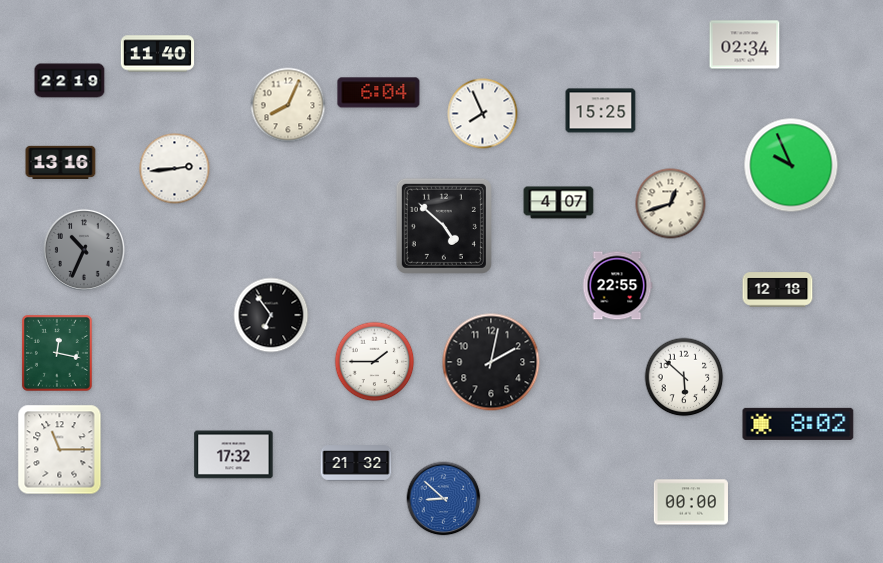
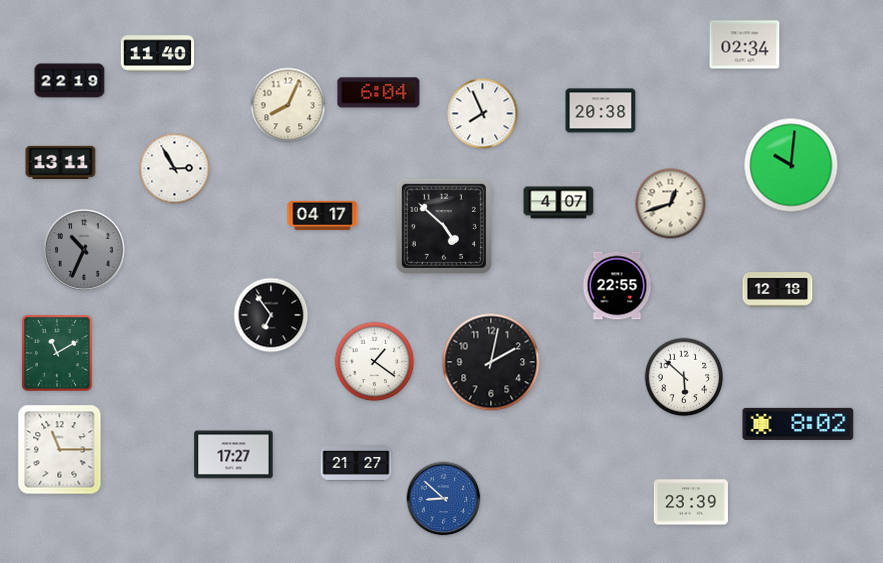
clock at (601, 111): 15:25 -> 20:38
clock at (61, 162): 13:16 -> 13:11
clock at (791, 165): 9:56 -> 10:01
clock at (175, 169): 2:44 -> 2:55
clock at (323, 215): none -> 04:17
clock at (57, 353): 12:17 -> 11:10
clock at (375, 362): 1:45 -> 1:21
clock at (234, 455): 17:32 -> 17:27
clock at (356, 463): 21:32 -> 21:27
clock at (691, 502): 00:00 -> 23:39
